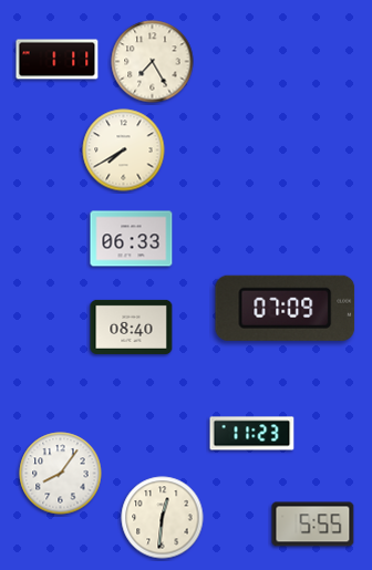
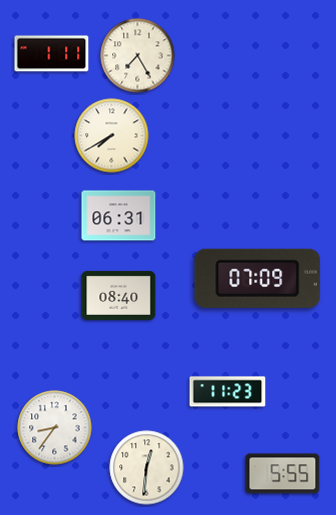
clock at (132, 239): 06:33 -> 06:31
clock at (61, 474): 8:06 -> 8:36
